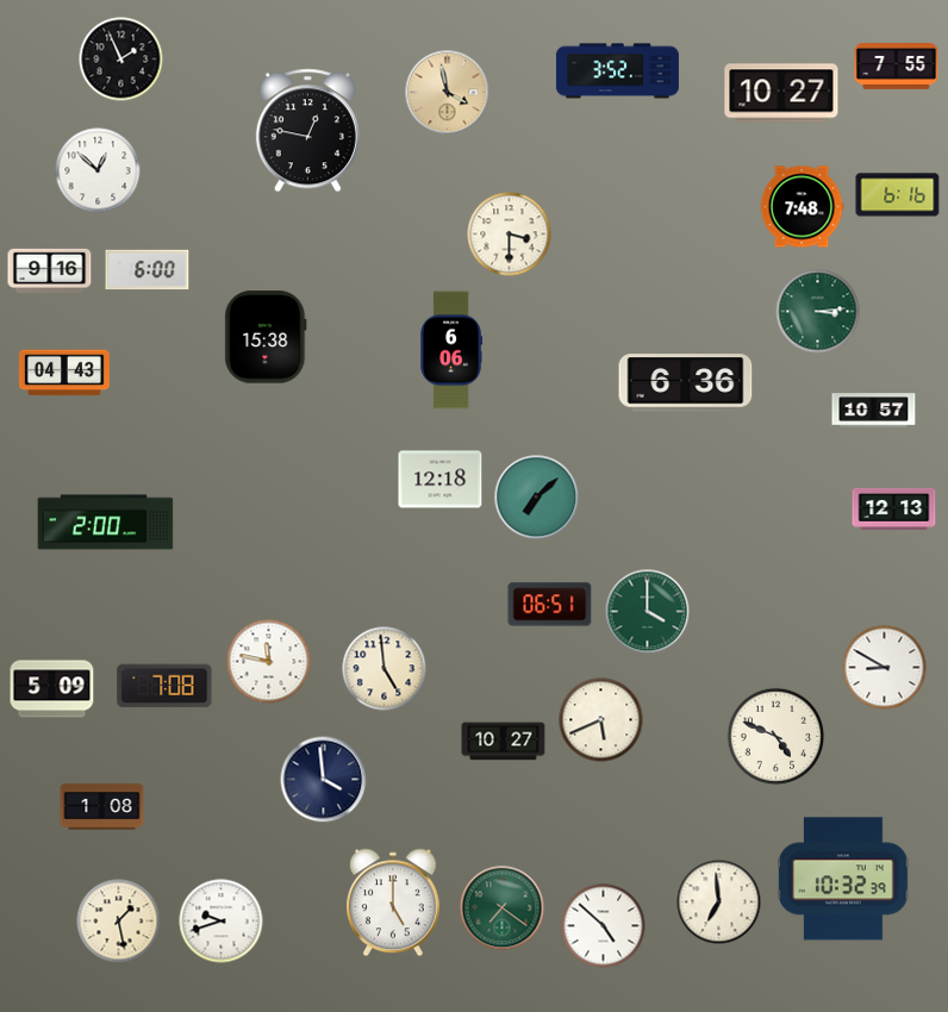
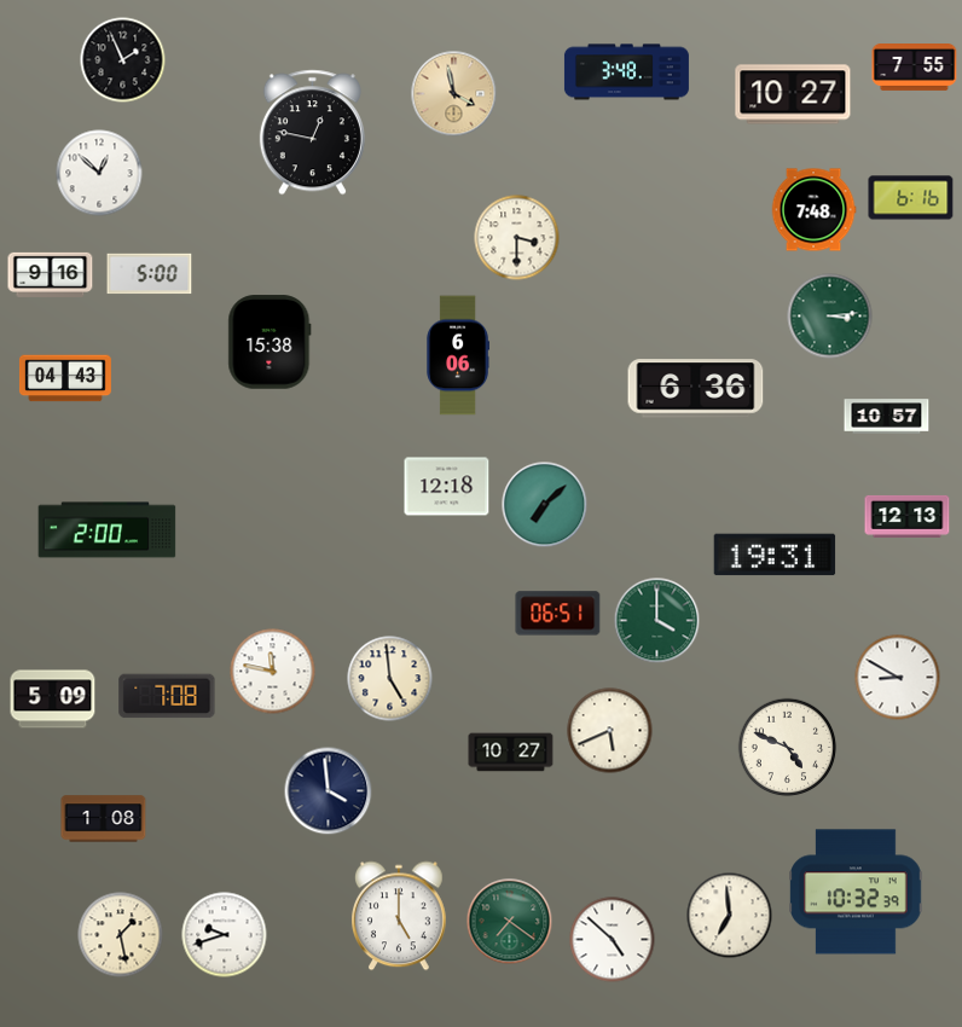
clock at (897, 67) position: (897, 67) -> (915, 68)
clock at (617, 71): 3:52 -> 3:48
clock at (148, 270): 6:00 -> 5:00
clock at (775, 555): none -> 19:31
